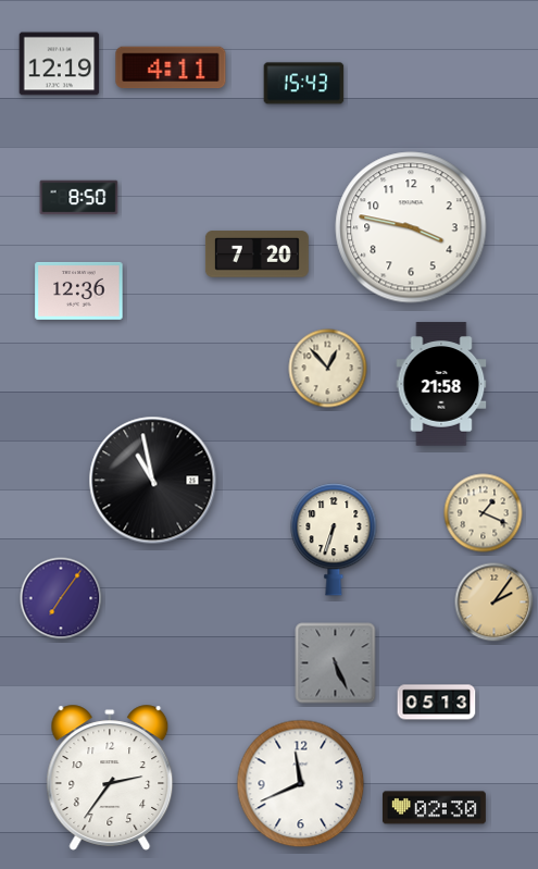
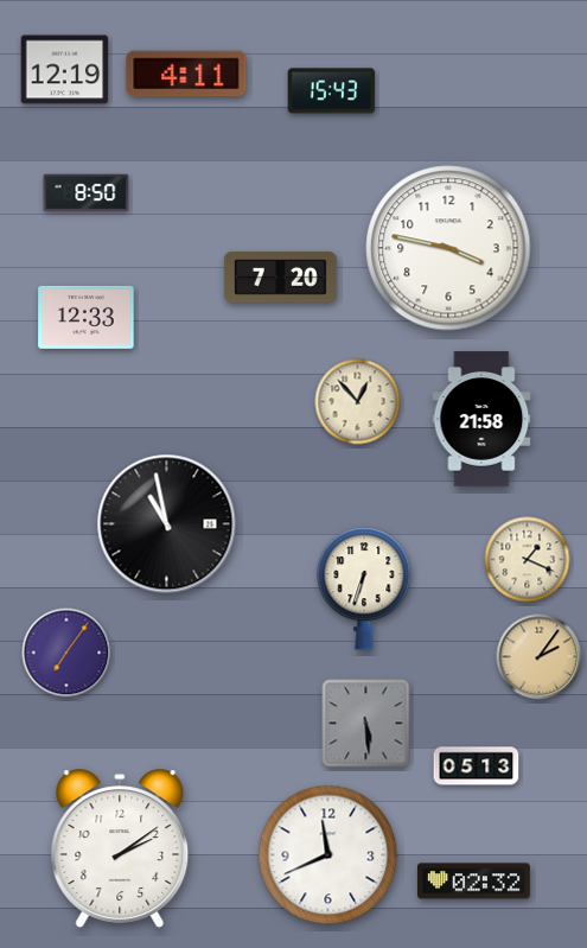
clock at (79, 198) position: (79, 198) -> (87, 193)
clock at (79, 290): 12:36 -> 12:33
clock at (336, 663): 5:26 -> 5:29
clock at (110, 778): 2:36 -> 2:09
clock at (434, 808): 02:30 -> 02:32
